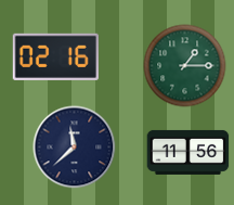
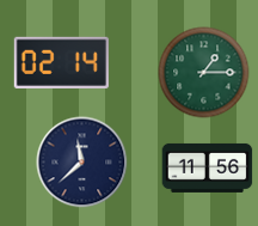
clock at (55, 56): 02:16 -> 02:14
